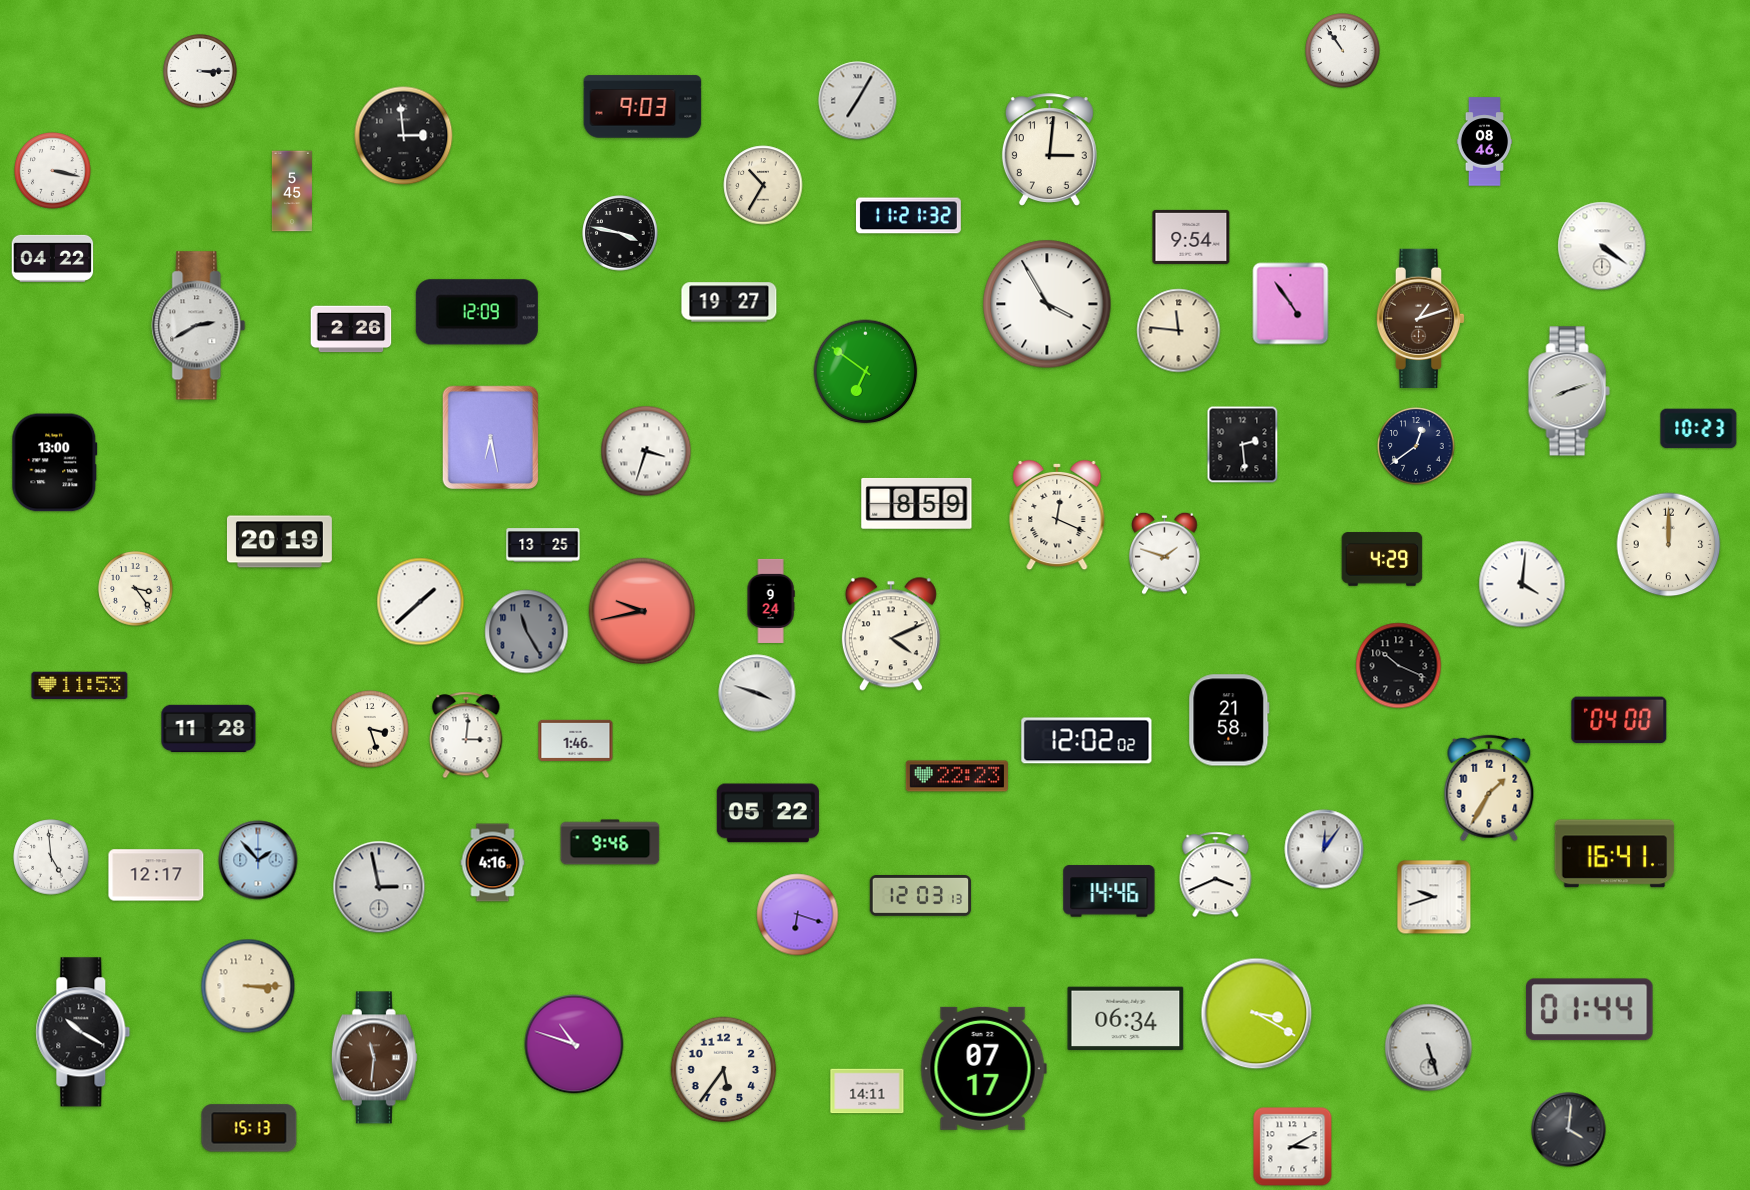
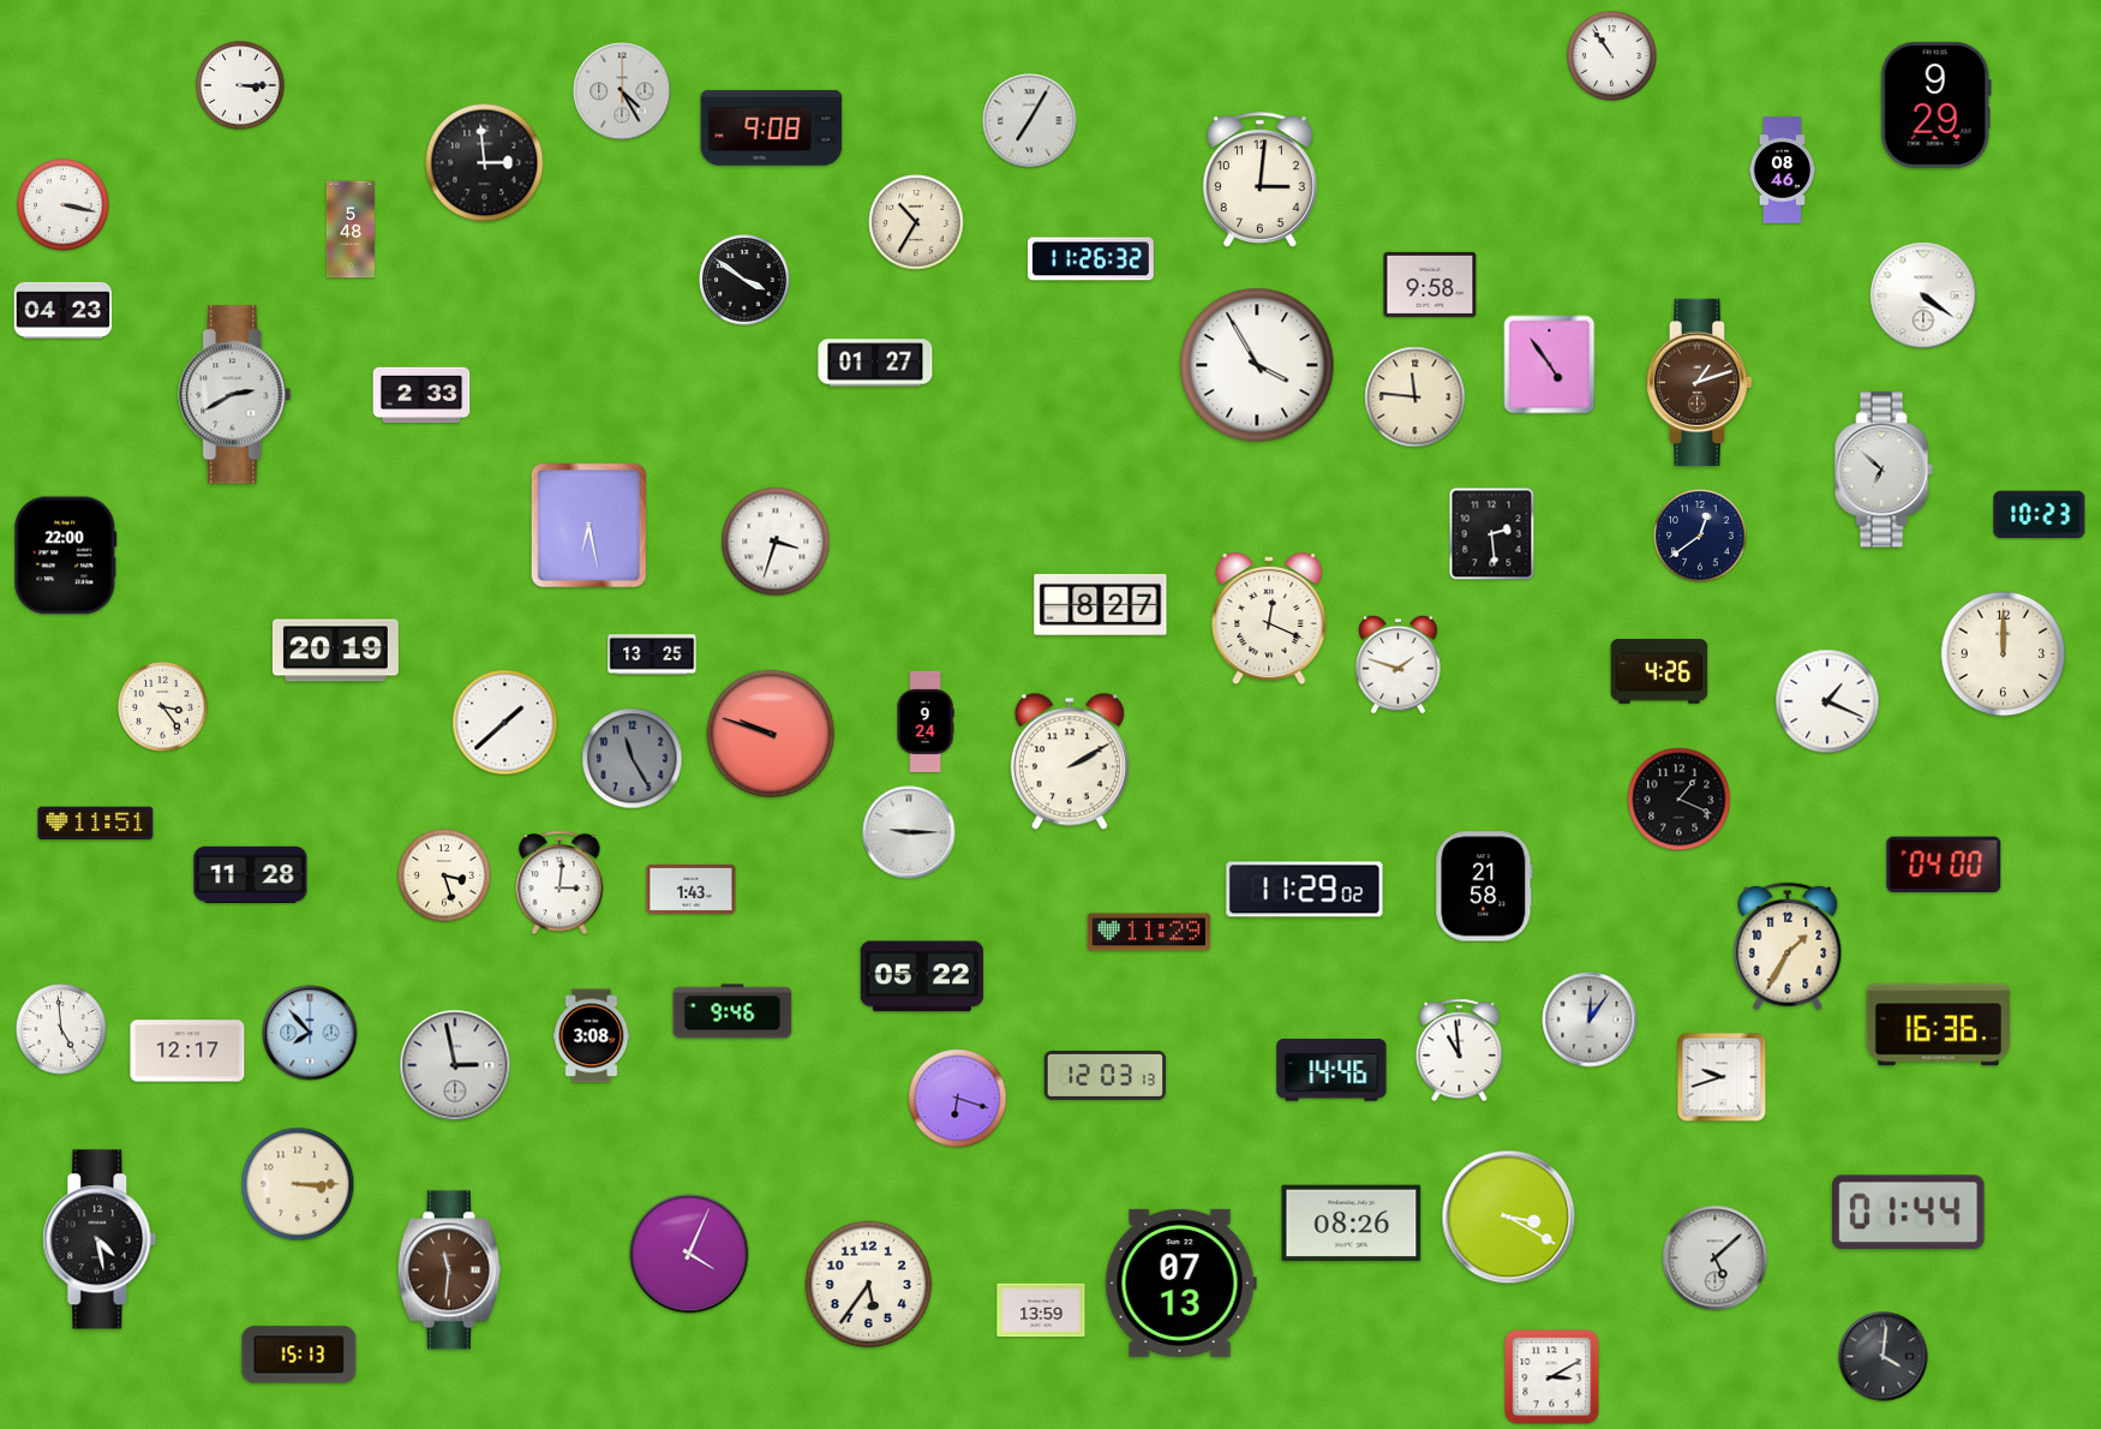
clock at (1343, 51) position: (1343, 51) -> (1612, 56)
clock at (622, 91): none -> 4:25
clock at (1935, 104): none -> 9:29
clock at (643, 107): 9:03 -> 9:08
clock at (292, 191): 5:45 -> 5:48
clock at (908, 216): 11:21 -> 11:26
clock at (620, 233): 3:47 -> 3:51
clock at (1191, 237): 9:54 -> 9:58
clock at (53, 258): 04:22 -> 04:23
clock at (729, 302): 19:27 -> 01:27
clock at (477, 312): 12:09 -> none
clock at (1421, 318) position: (1421, 318) -> (1700, 382)
clock at (199, 326) position: (199, 326) -> (235, 395)
clock at (351, 329): 2:26 -> 2:33
clock at (866, 372): 6:51 -> none
clock at (1569, 391): 8:12 -> 6:52
clock at (55, 463): 13:00 -> 22:00
clock at (917, 503): 8:59 -> 8:27
clock at (1382, 559): 4:29 -> 4:26
clock at (1522, 584): 4:01 -> 1:19
clock at (642, 611): 9:43 -> 9:48
clock at (891, 634): 4:11 -> 2:10
clock at (1399, 666): 10:19 -> 1:19
clock at (80, 686): 11:53 -> 11:51
clock at (757, 693): 3:48 -> 9:15
clock at (1229, 720) position: (1229, 720) -> (1484, 886)
clock at (576, 740): 1:46 -> 1:43
clock at (1087, 741): 12:02 -> 11:29
clock at (957, 776): 22:23 -> 11:29
clock at (1615, 854): 16:41 -> 16:36
clock at (258, 860): 1:53 -> 7:53
clock at (493, 863): 4:16 -> 3:08
clock at (1216, 875): 3:41 -> 10:59
clock at (1126, 1019): 06:34 -> 08:26
clock at (83, 1032): 10:20 -> 4:28
clock at (574, 1044): 10:48 -> 4:04
clock at (1429, 1048): 5:27 -> 5:08
clock at (983, 1068): 07:17 -> 07:13
clock at (867, 1091): 14:11 -> 13:59
